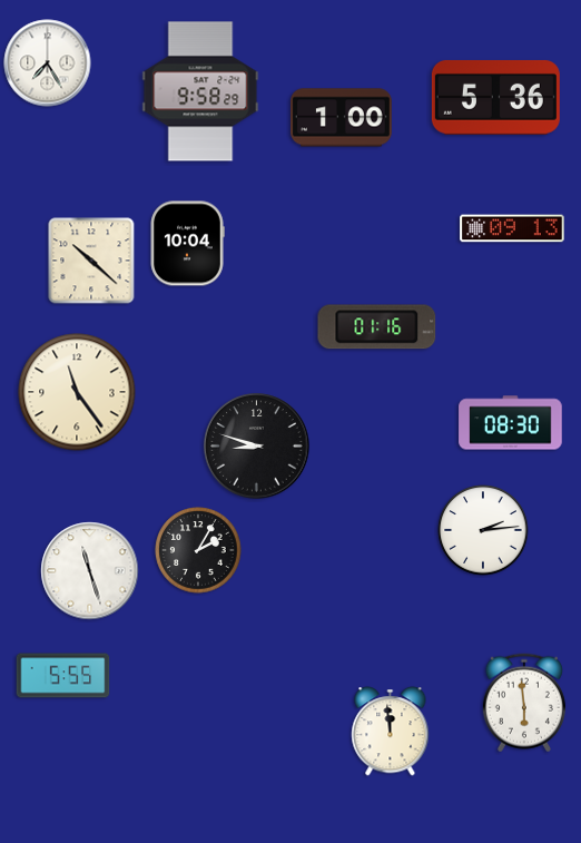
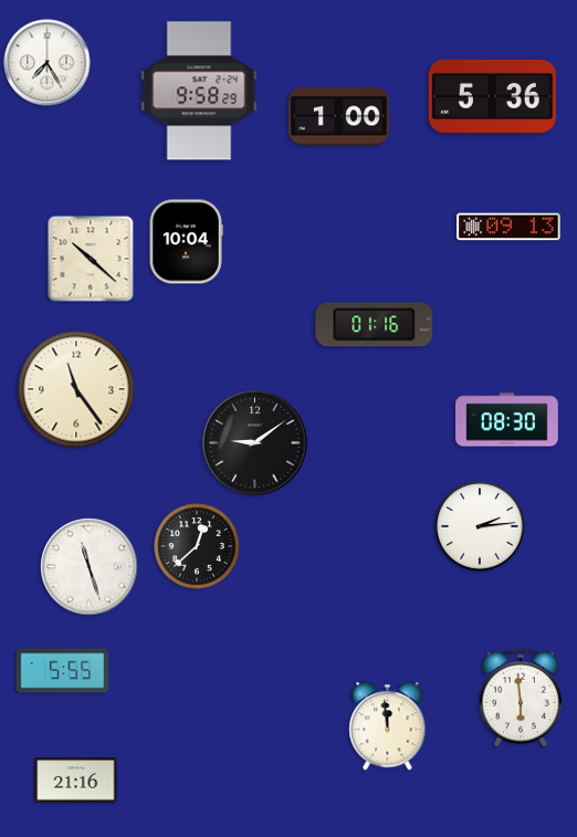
clock at (257, 447): 8:48 -> 9:09
clock at (198, 550): 2:05 -> 12:38
clock at (76, 781): none -> 21:16
